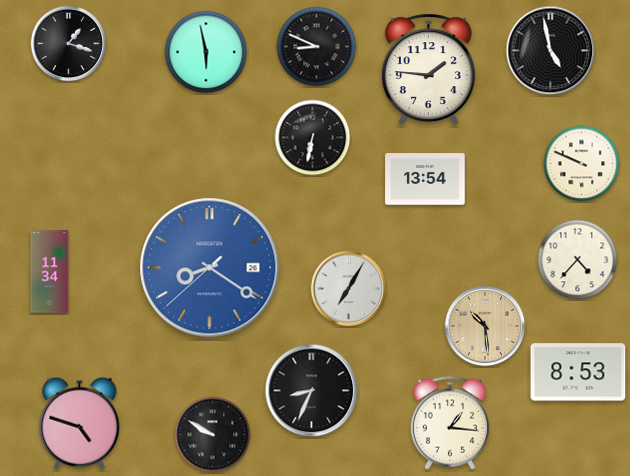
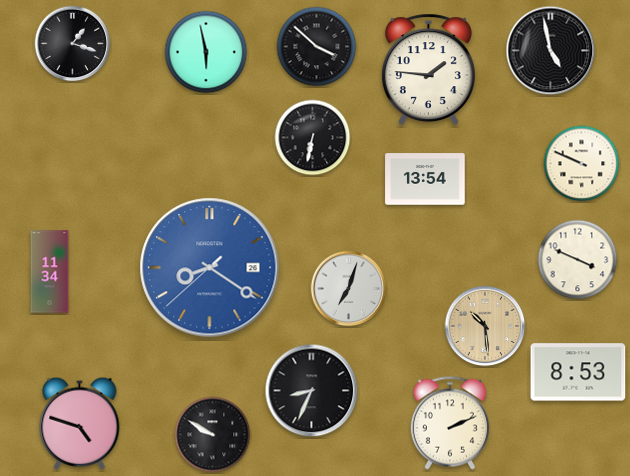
clock at (69, 44) position: (69, 44) -> (73, 44)
clock at (317, 47): 8:49 -> 3:52
clock at (578, 260): 4:37 -> 3:49
clock at (349, 289): 7:05 -> 7:03
clock at (450, 423): 1:16 -> 2:11
